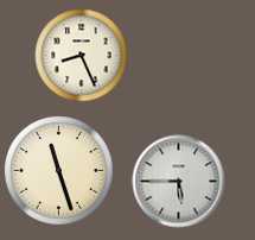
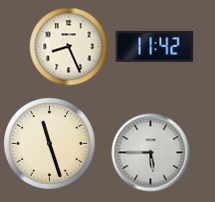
clock at (154, 46): none -> 11:42
